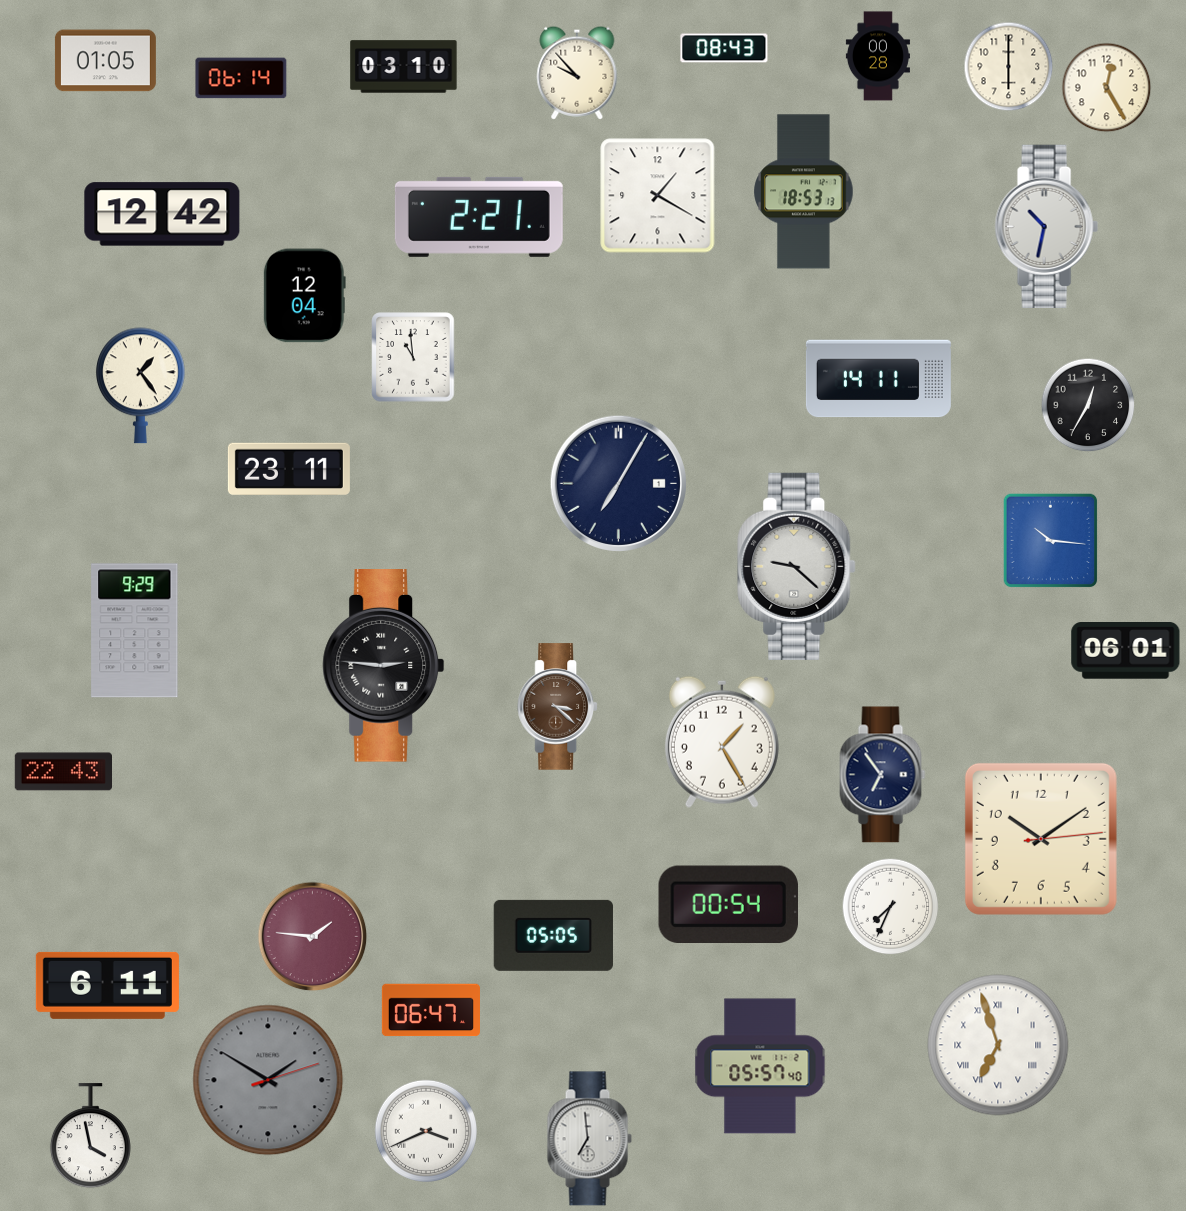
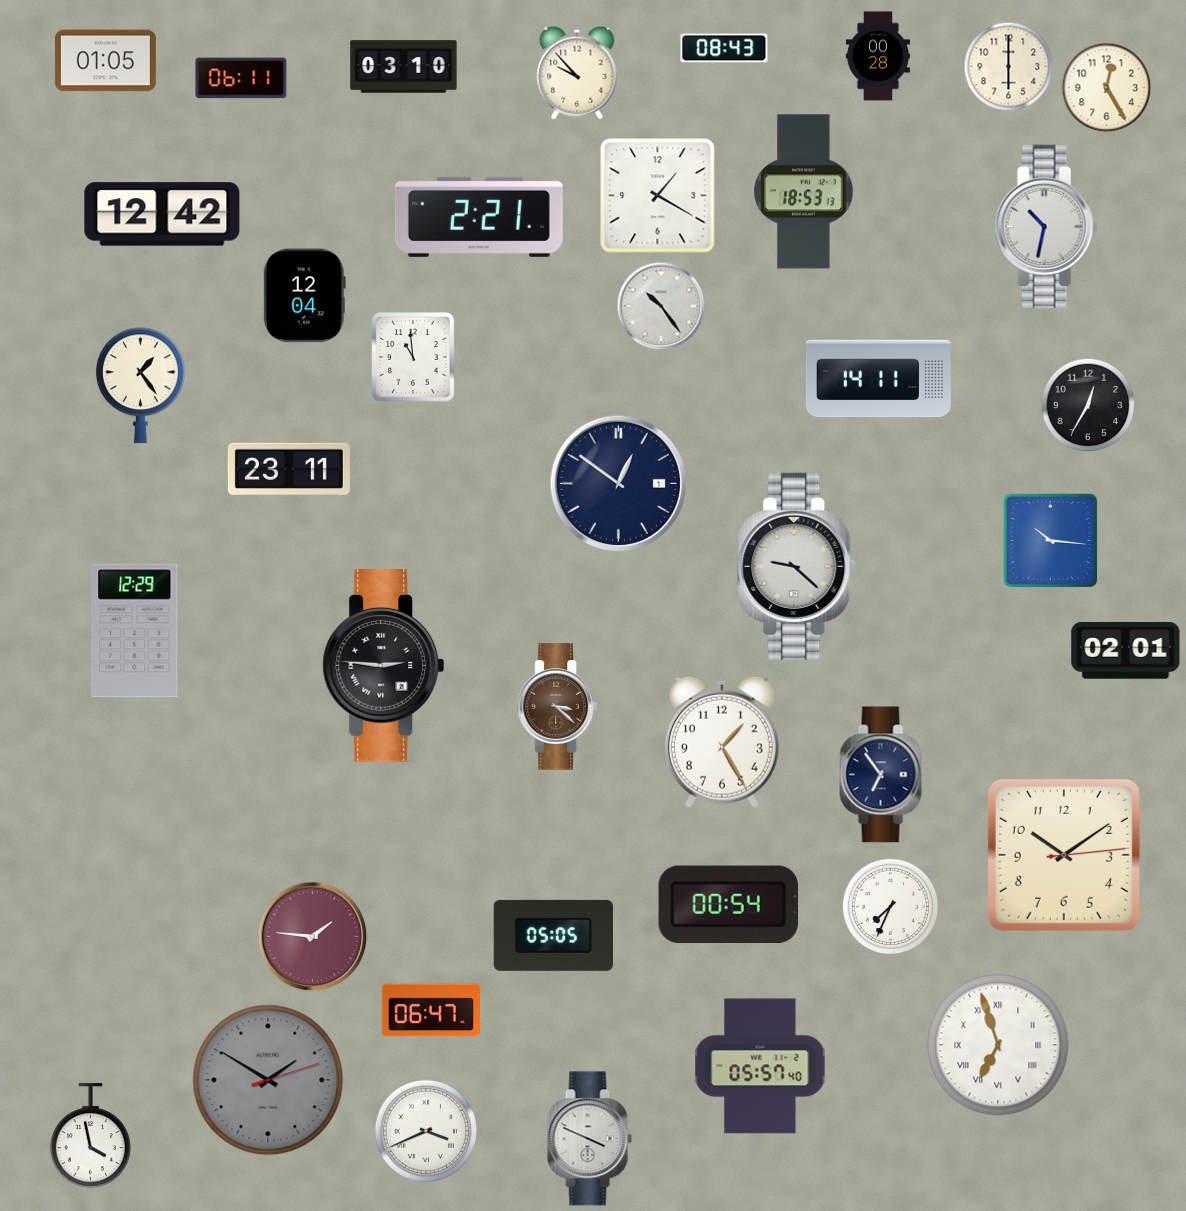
clock at (241, 78): 06:14 -> 06:11
clock at (661, 306): none -> 10:24
clock at (618, 483): 7:05 -> 12:51
clock at (135, 631): 9:29 -> 12:29
clock at (1126, 651): 06:01 -> 02:01
clock at (63, 772): 22:43 -> none
clock at (1041, 839) position: (1041, 839) -> (1064, 855)
clock at (107, 985): 6:11 -> none
clock at (589, 1139): 6:59 -> 3:49
